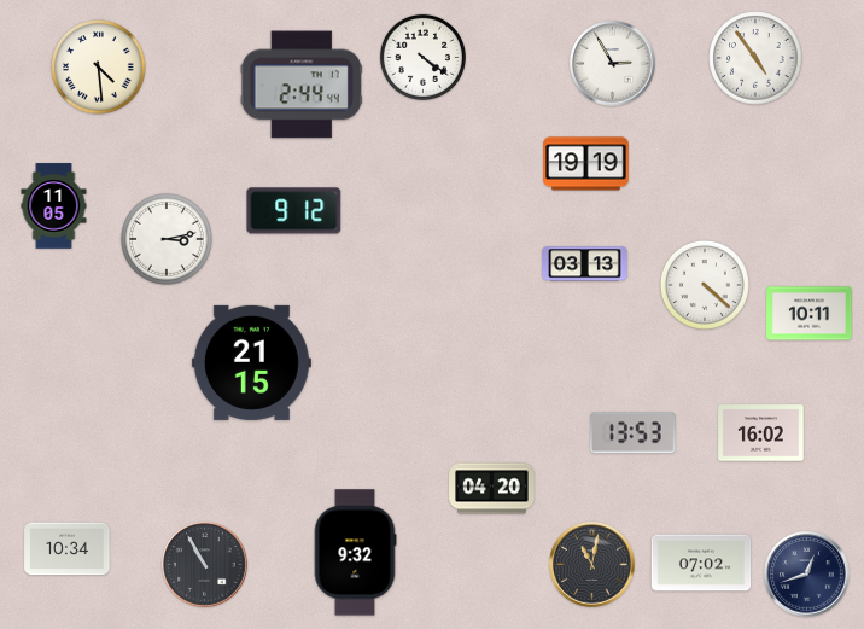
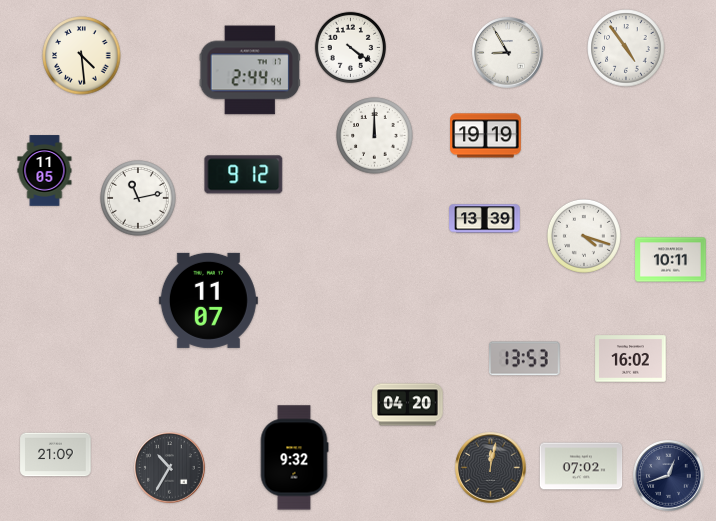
clock at (613, 64): 2:55 -> 8:55
clock at (375, 136): none -> 12:00
clock at (168, 240): 3:13 -> 11:13
clock at (585, 264): 03:13 -> 13:39
clock at (705, 285): 4:22 -> 4:18
clock at (251, 362): 21:15 -> 11:07
clock at (68, 549): 10:34 -> 21:09
clock at (205, 565): 10:55 -> 10:35
clock at (592, 565): 11:02 -> 12:02
